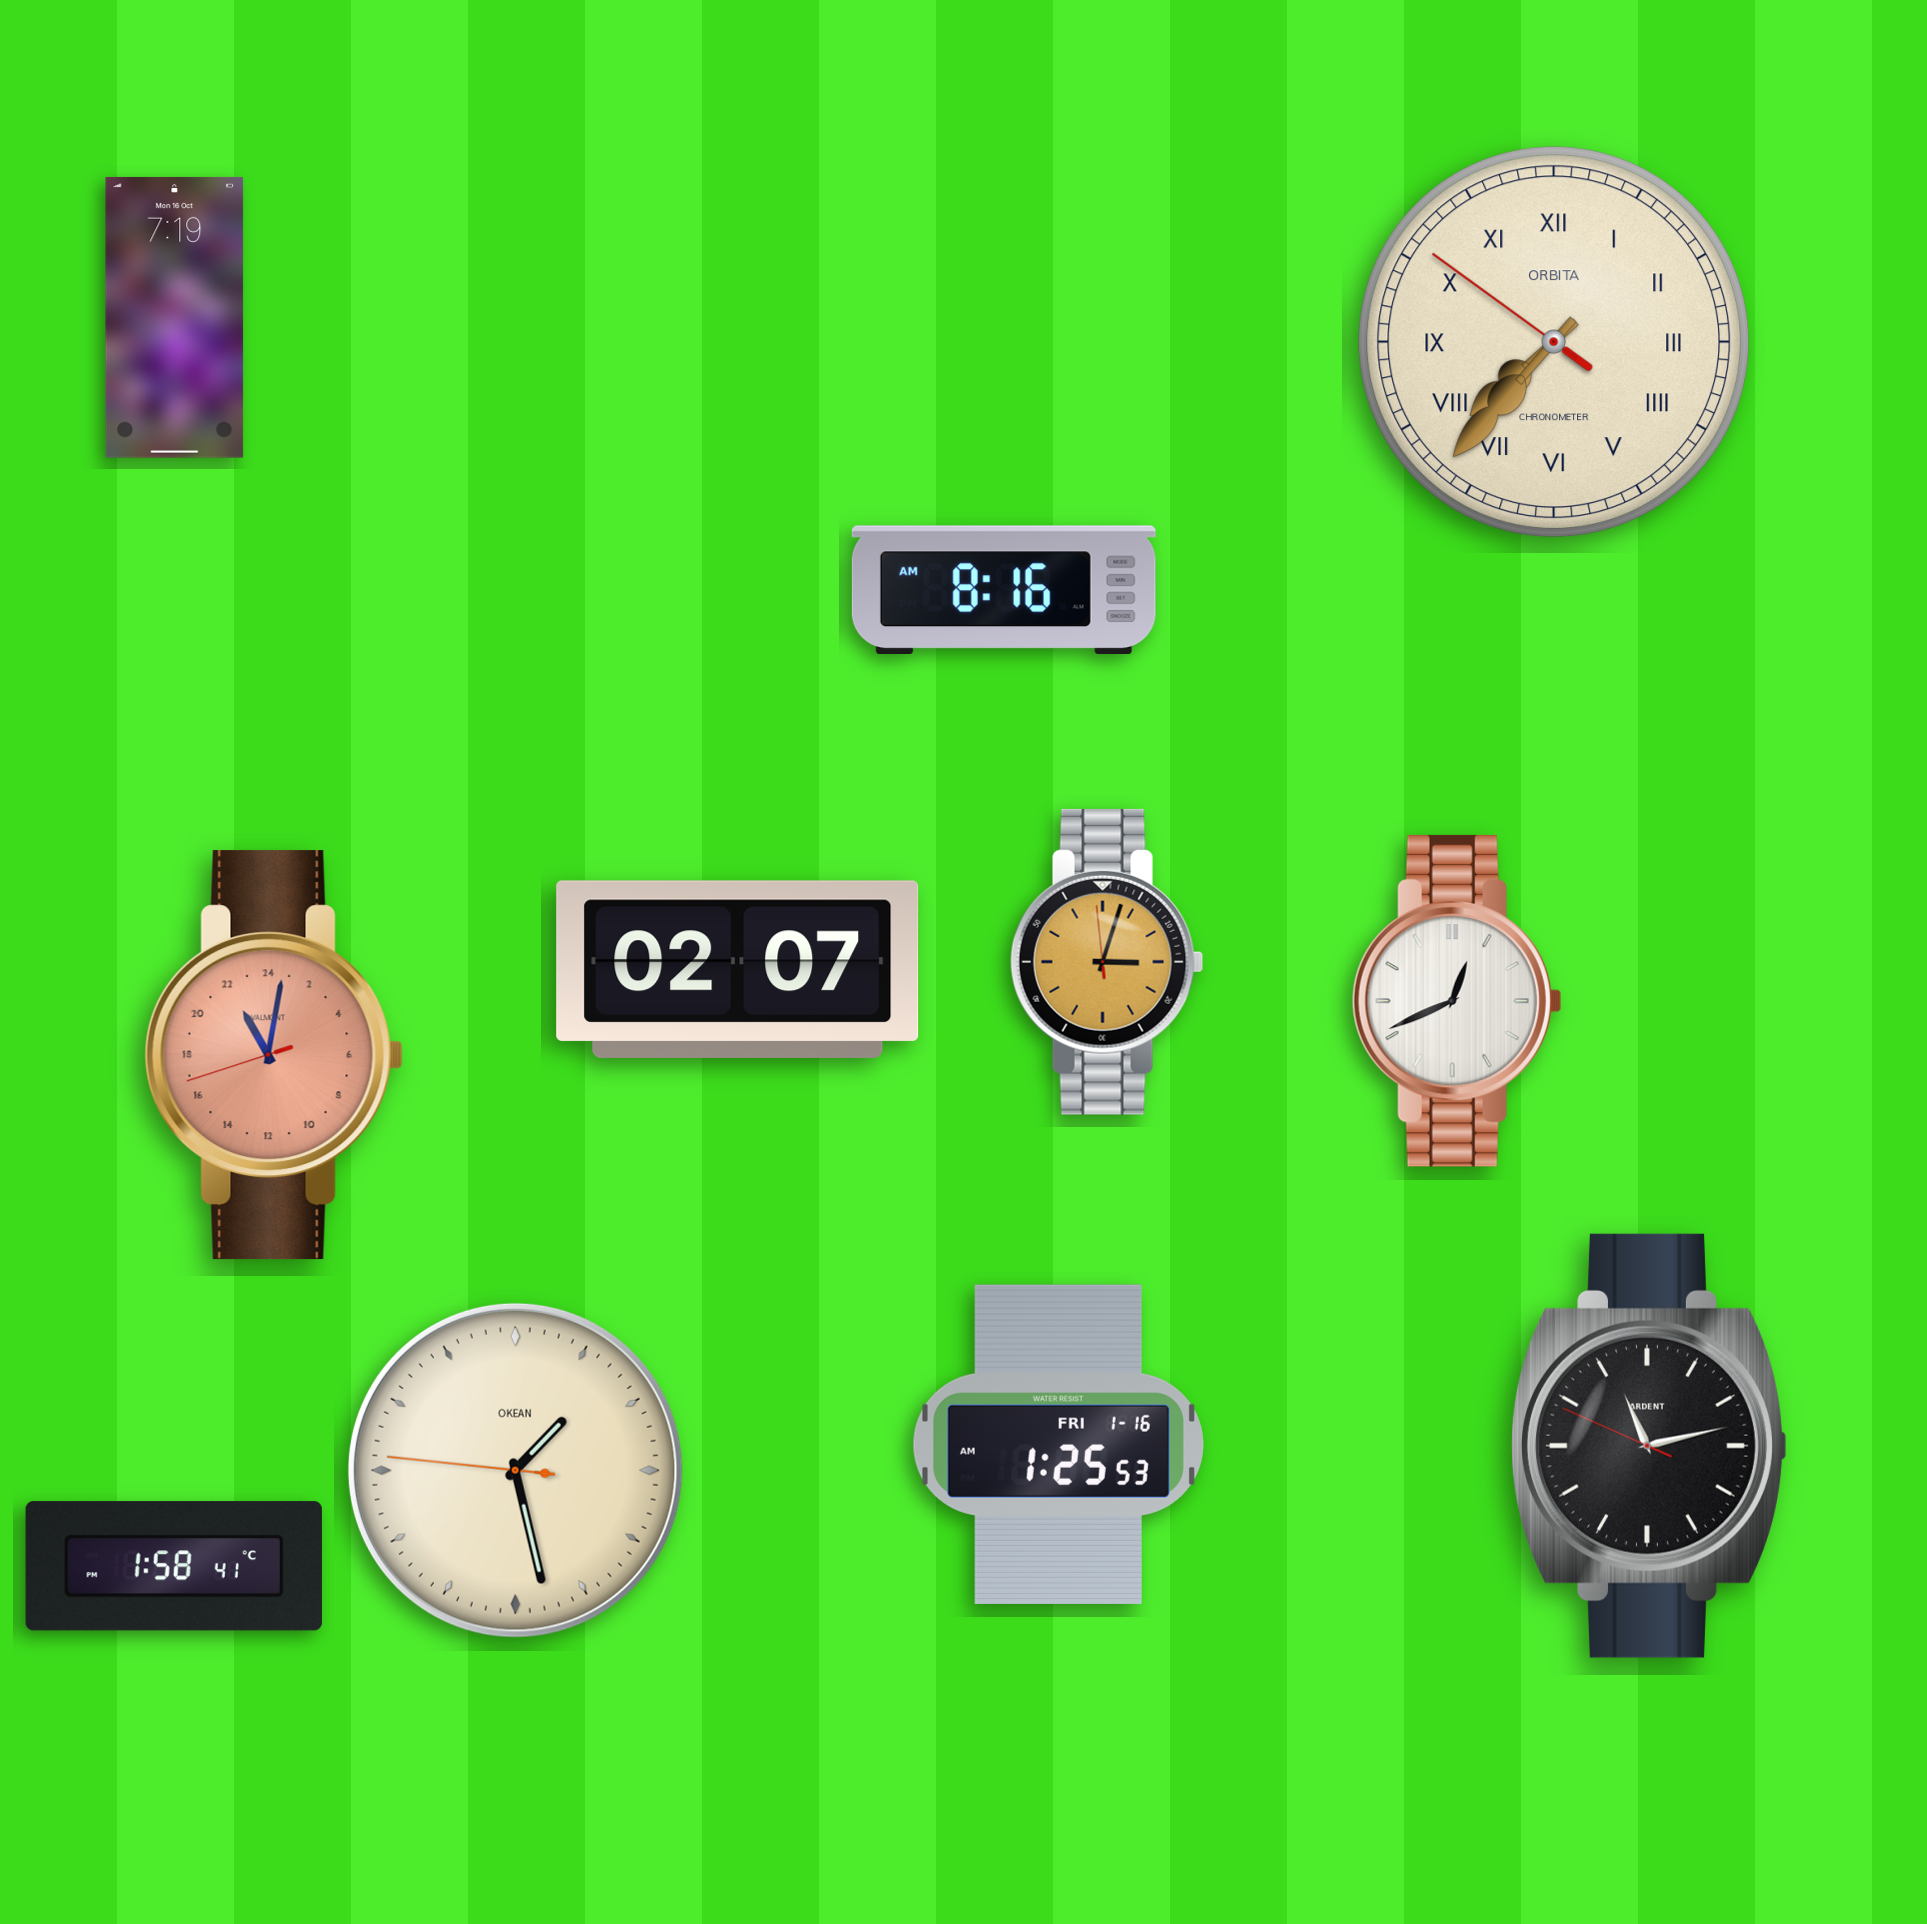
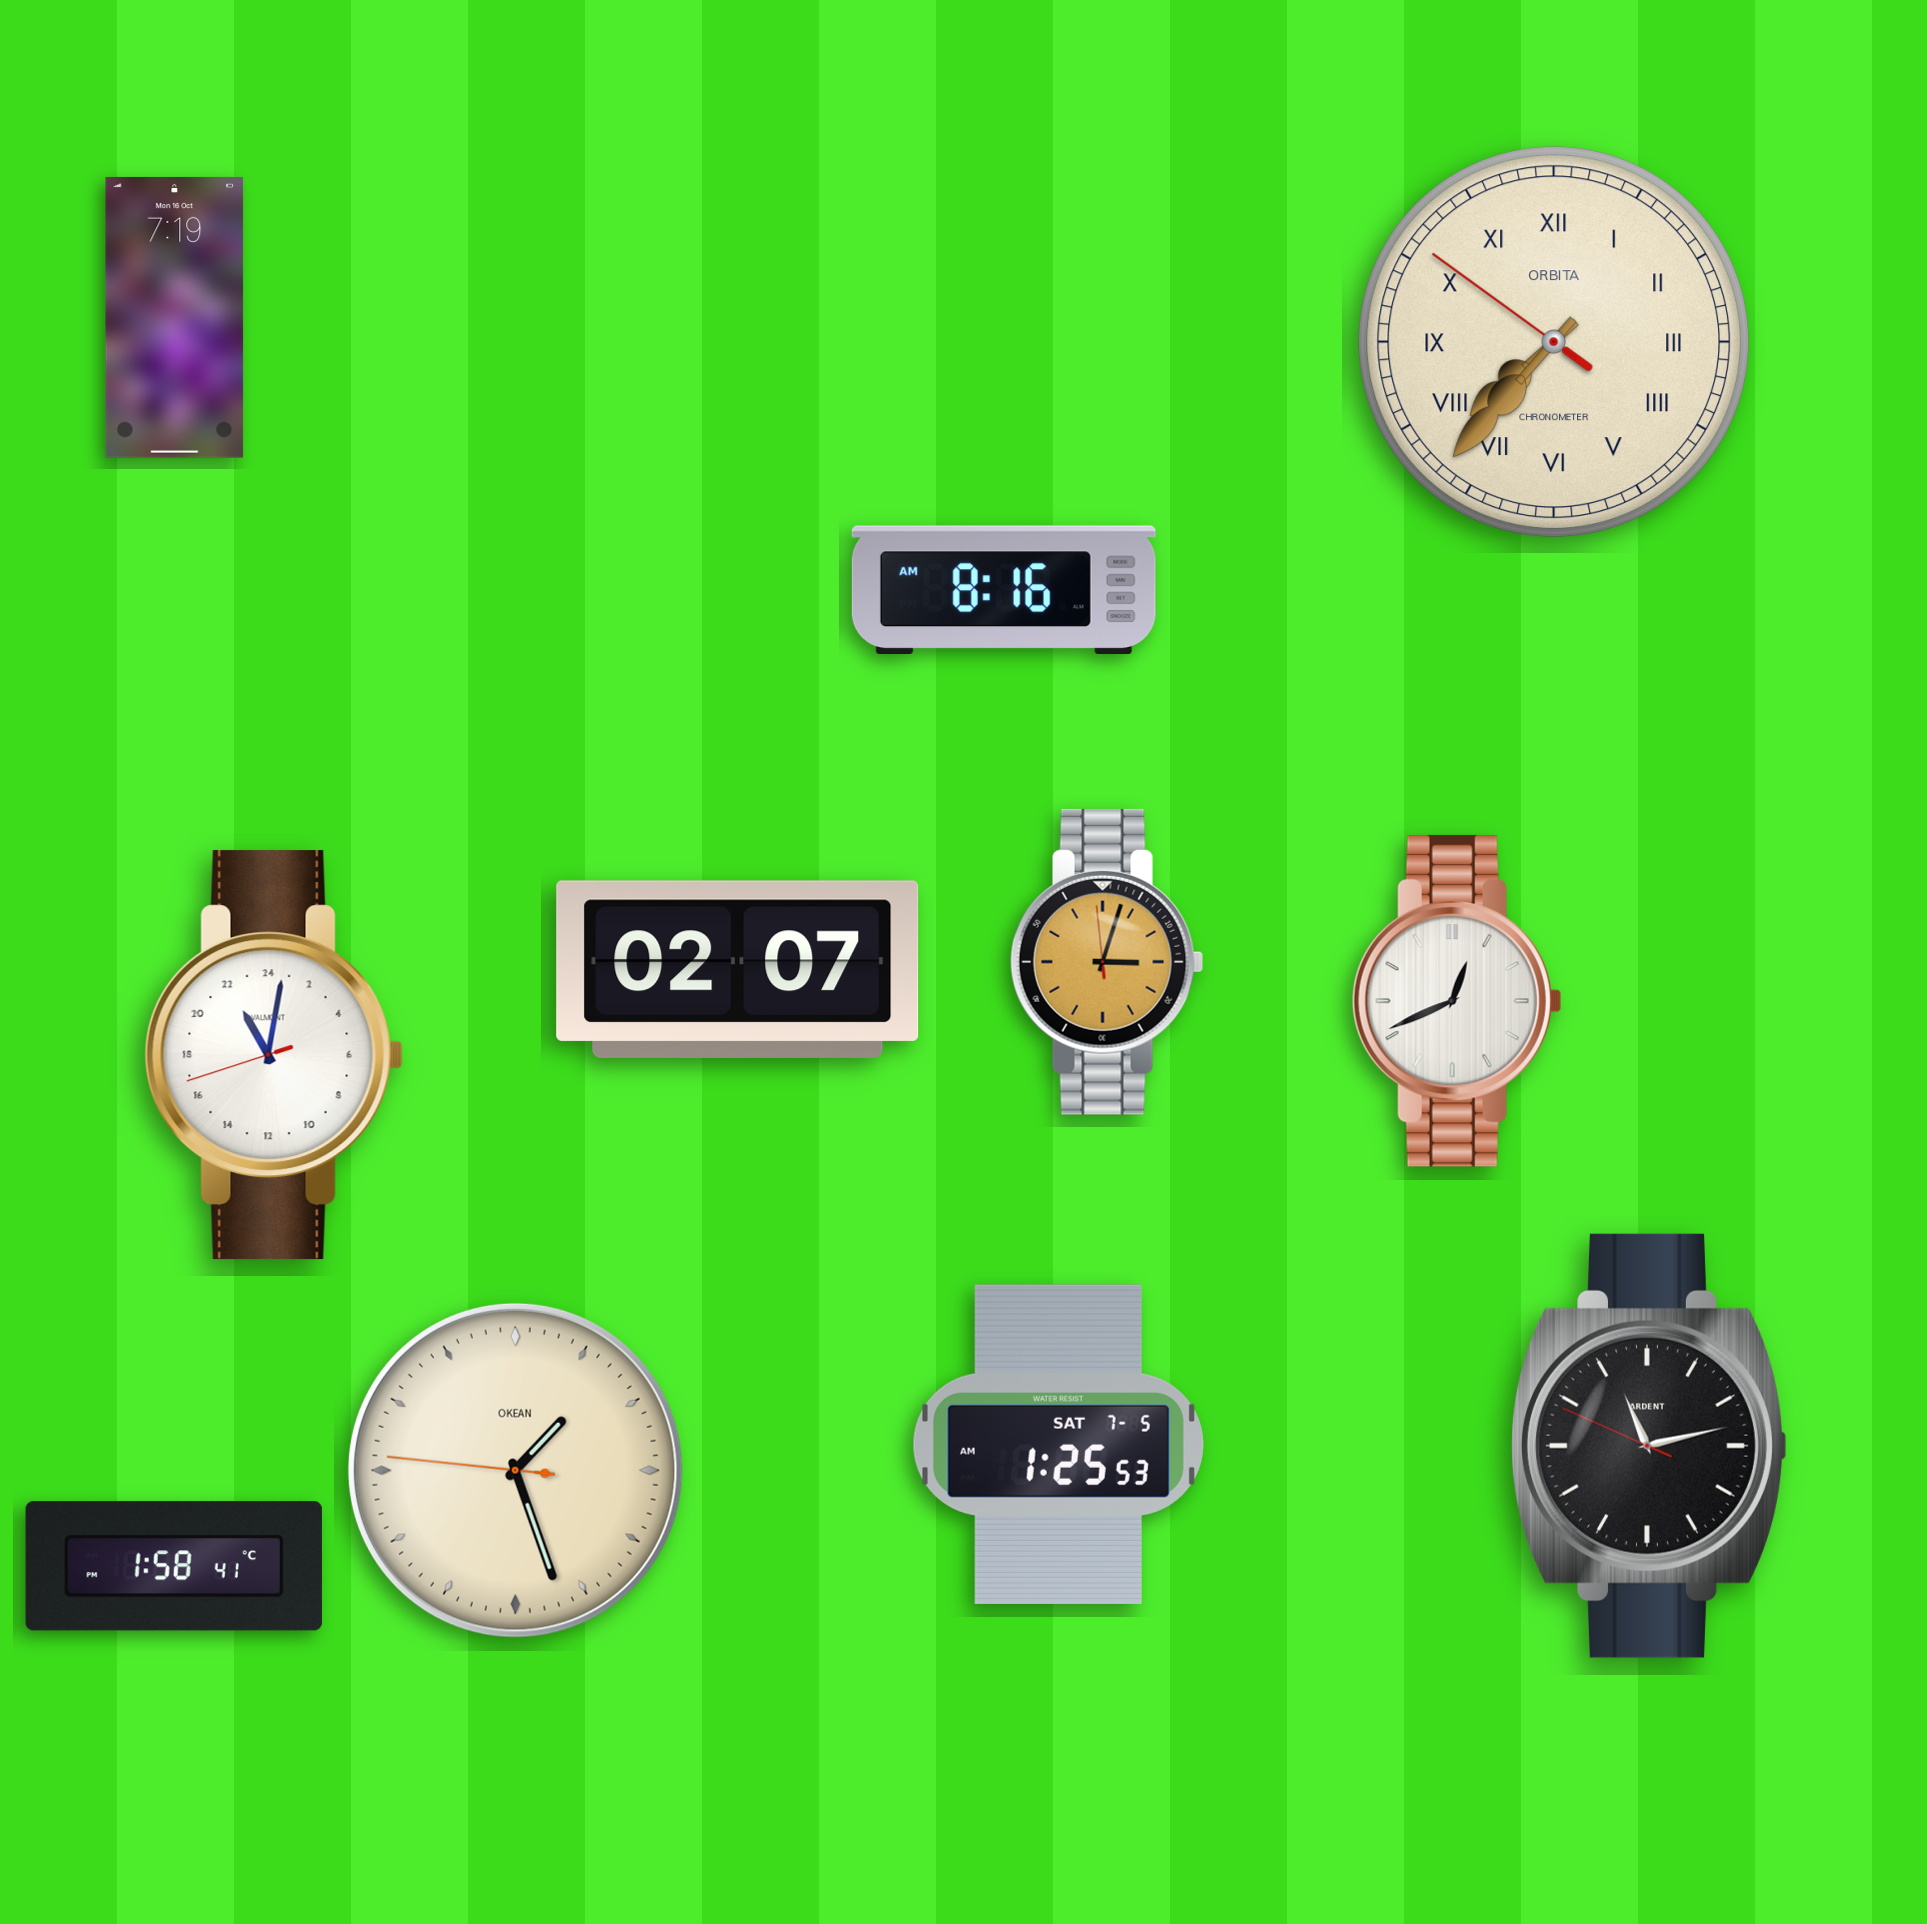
clock at (274, 1055) dial: salmon -> white
clock at (1058, 1444) date: FRI 1-16 -> SAT 7-5
clock at (515, 1470): 1:27 -> 1:26
